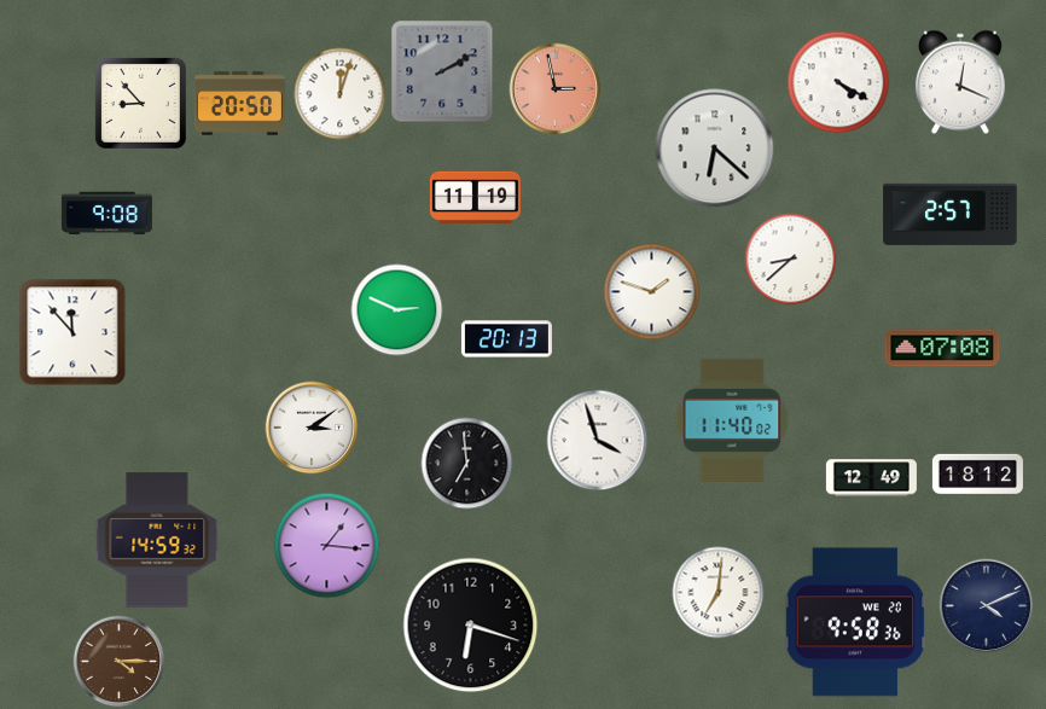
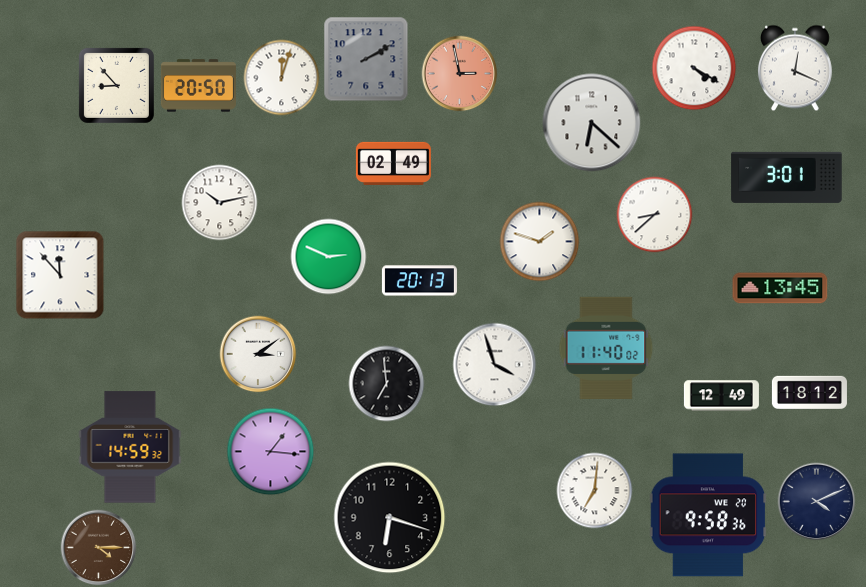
clock at (475, 197): 11:19 -> 02:49
clock at (106, 214): 9:08 -> none
clock at (951, 214): 2:57 -> 3:01
clock at (220, 203): none -> 10:13
clock at (942, 348): 07:08 -> 13:45
